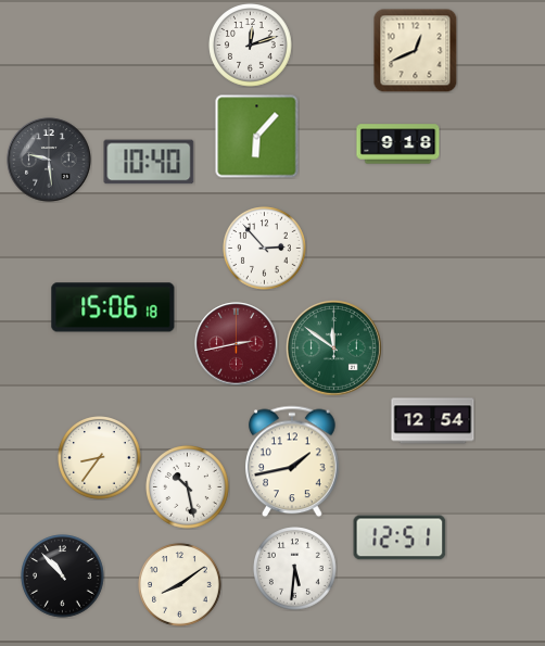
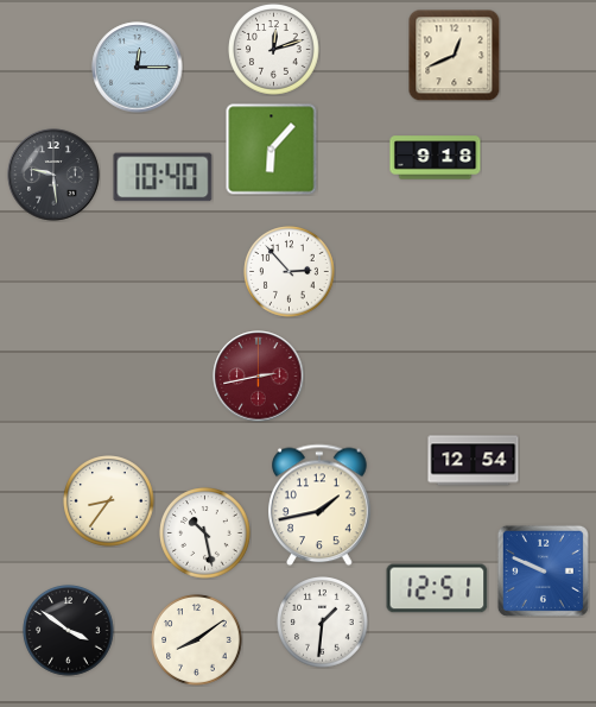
clock at (138, 68): none -> 12:15
clock at (257, 137) position: (257, 137) -> (272, 150)
clock at (113, 307): 15:06 -> none
clock at (333, 347): 11:51 -> none
clock at (543, 570): none -> 9:49
clock at (295, 569): 5:31 -> 1:31
clock at (63, 577): 10:53 -> 3:51
